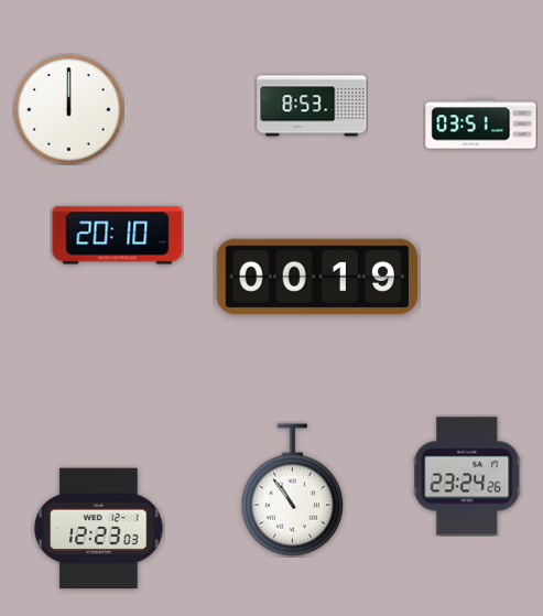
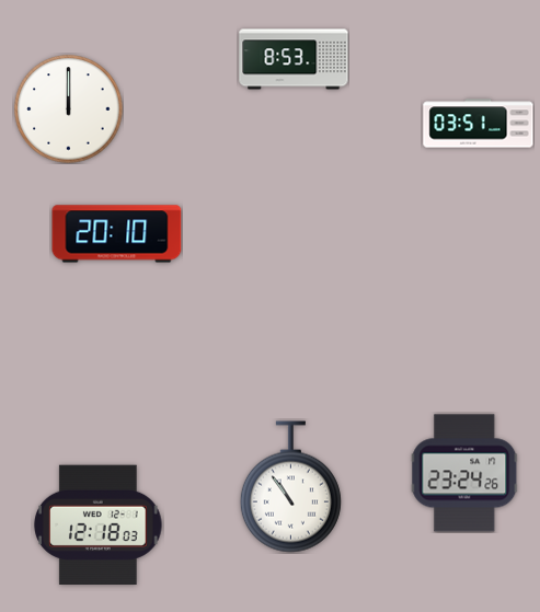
clock at (312, 106) position: (312, 106) -> (294, 59)
clock at (316, 277): 00:19 -> none
clock at (99, 529): 12:23 -> 12:18
